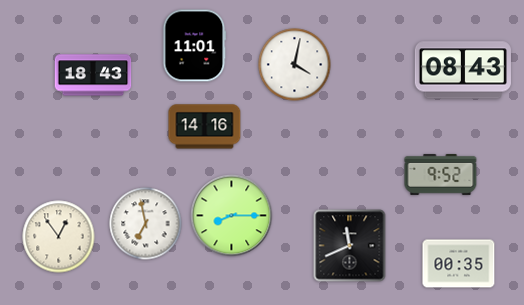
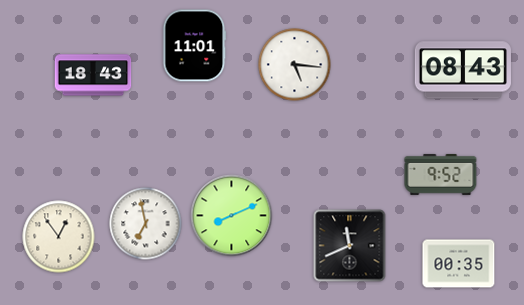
clock at (295, 65): 4:02 -> 5:16
clock at (205, 127): 14:16 -> none
clock at (232, 216): 8:15 -> 8:11
